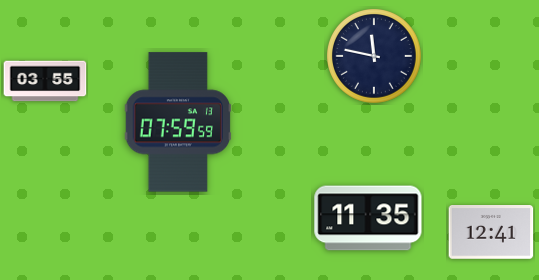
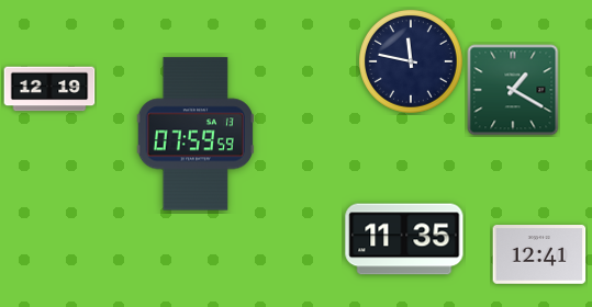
clock at (45, 81): 03:55 -> 12:19
clock at (513, 90): none -> 1:20
